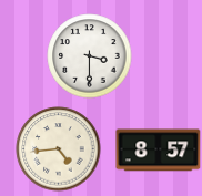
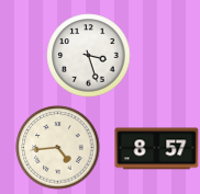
clock at (90, 56): 3:30 -> 3:27
